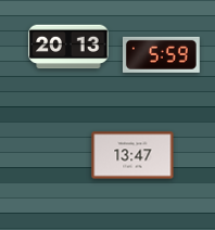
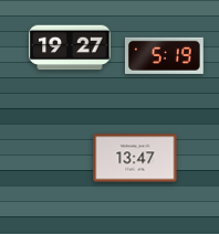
clock at (68, 47): 20:13 -> 19:27
clock at (161, 54): 5:59 -> 5:19
